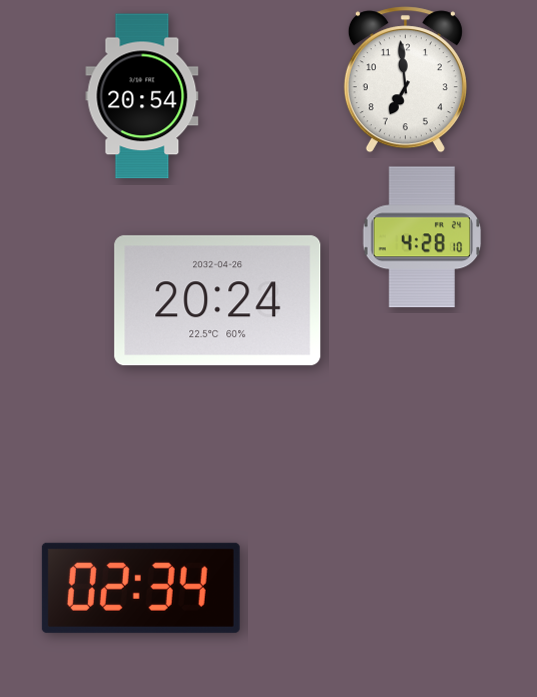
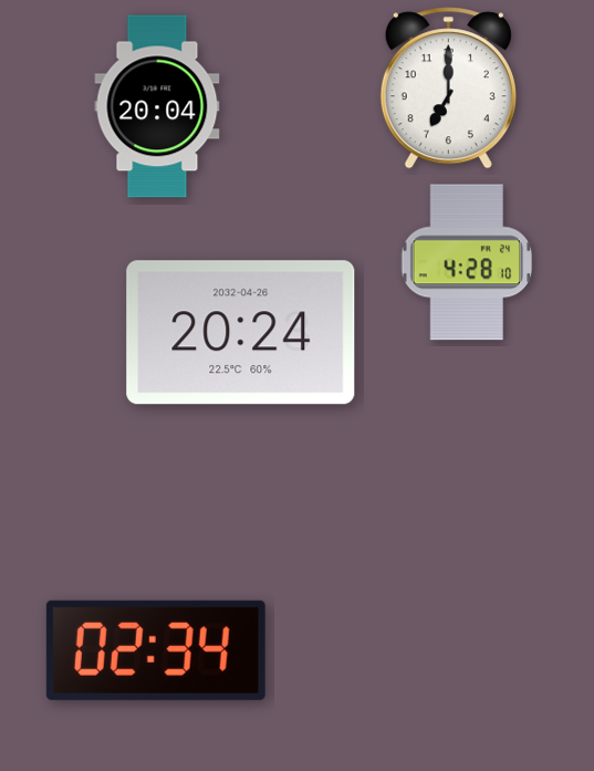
clock at (405, 80): 6:59 -> 7:00
clock at (142, 96): 20:54 -> 20:04
